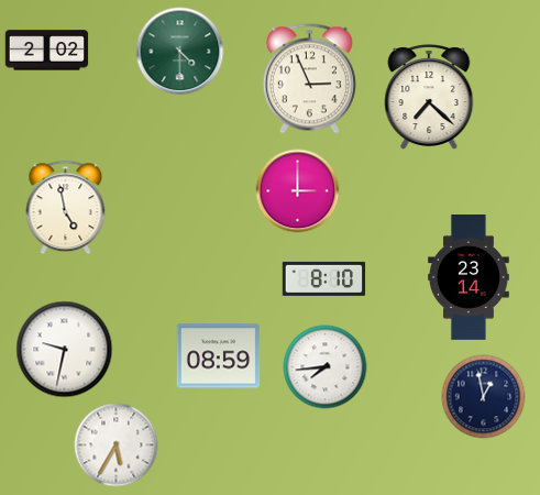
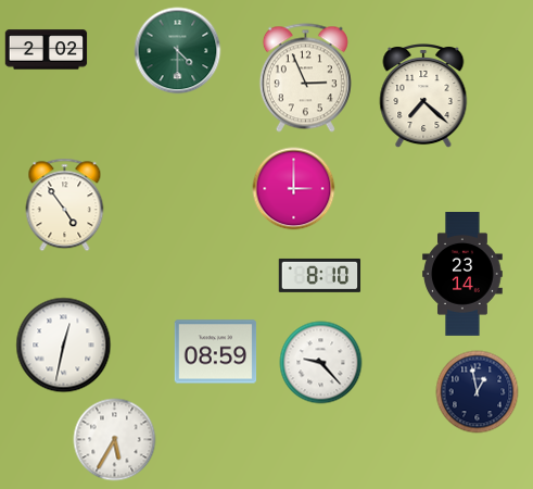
clock at (66, 208): 4:58 -> 4:54
clock at (65, 350): 9:32 -> 12:32
clock at (326, 367): 7:44 -> 9:23
